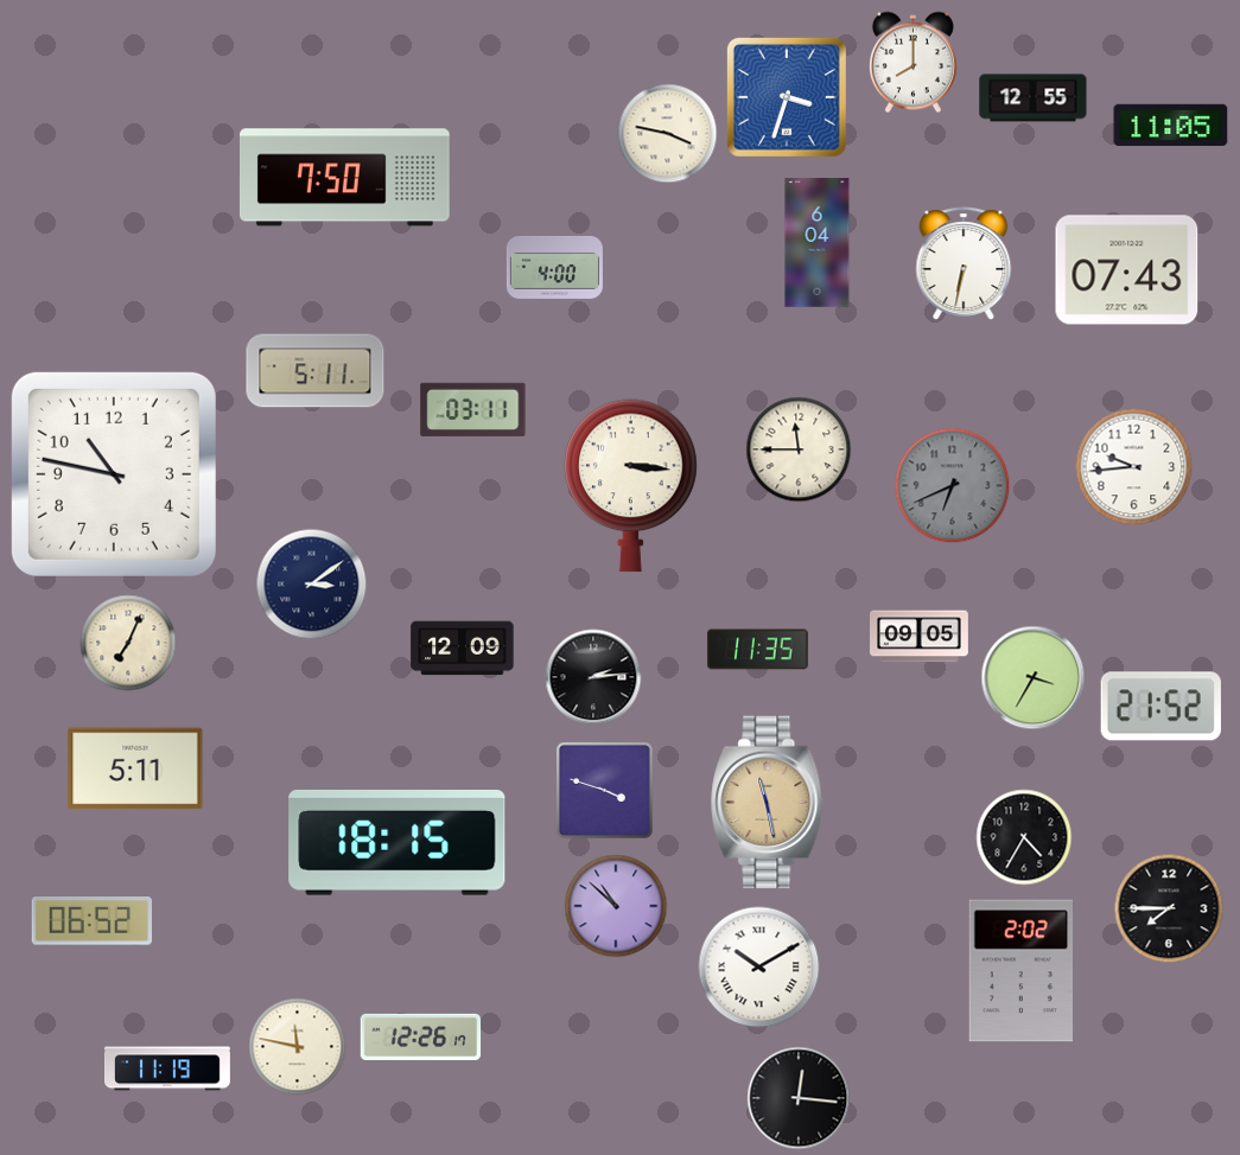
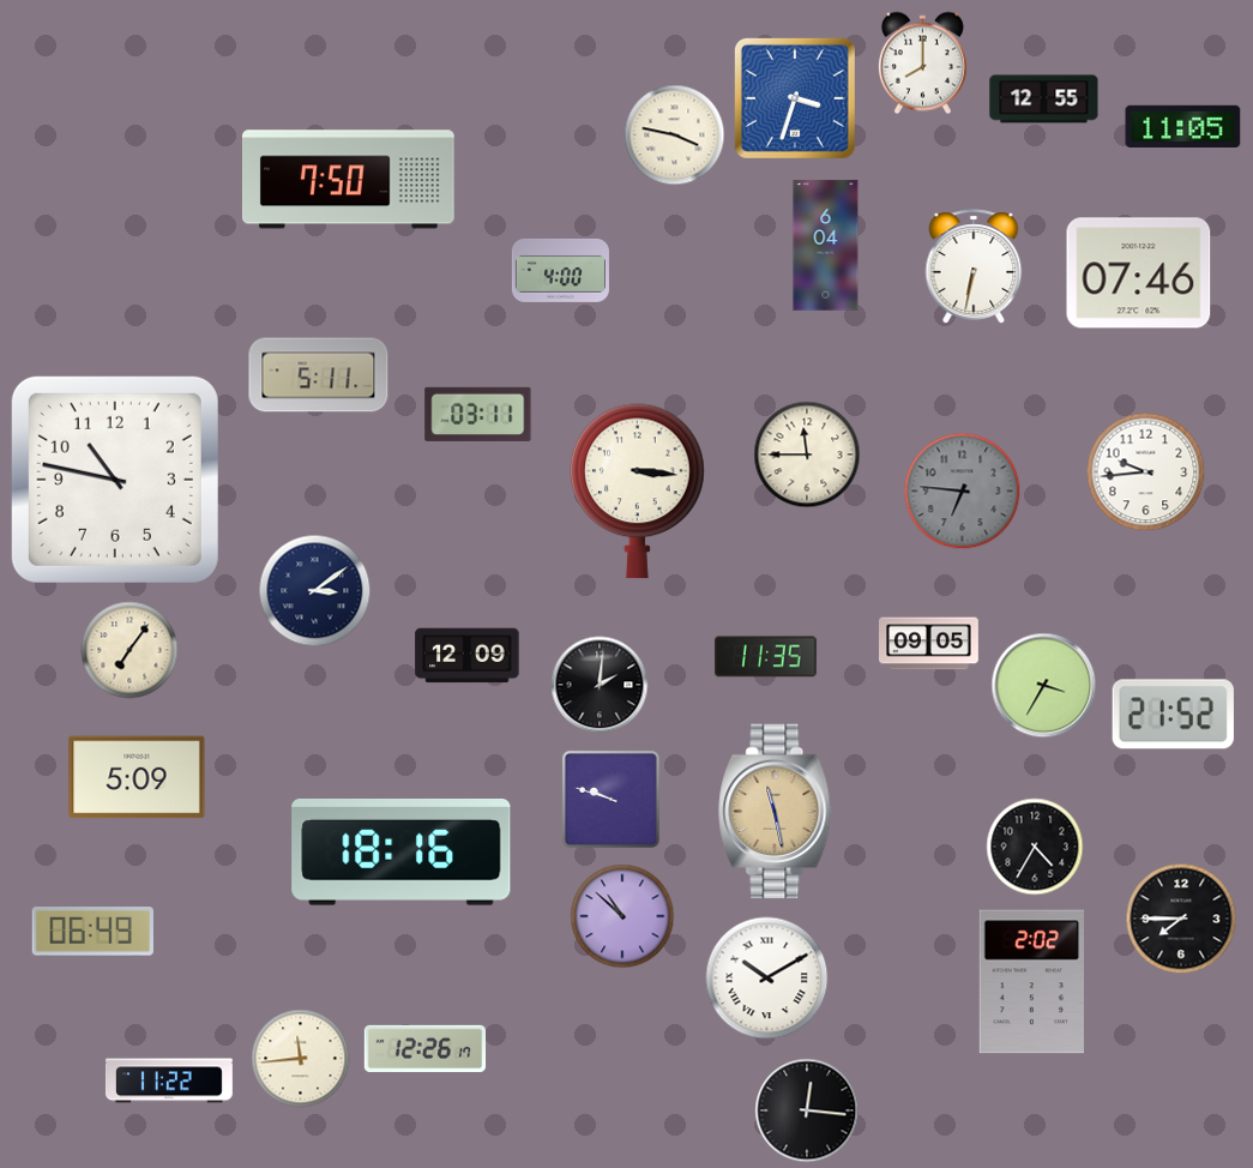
clock at (1127, 270): 07:43 -> 07:46
clock at (953, 486): 6:41 -> 6:46
clock at (128, 643): 7:04 -> 7:06
clock at (593, 677): 2:14 -> 2:01
clock at (135, 768): 5:11 -> 5:09
clock at (604, 790): 3:48 -> 9:48
clock at (398, 842): 18:15 -> 18:16
clock at (91, 921): 06:52 -> 06:49
clock at (298, 1047): 11:47 -> 11:44
clock at (167, 1068): 11:19 -> 11:22
